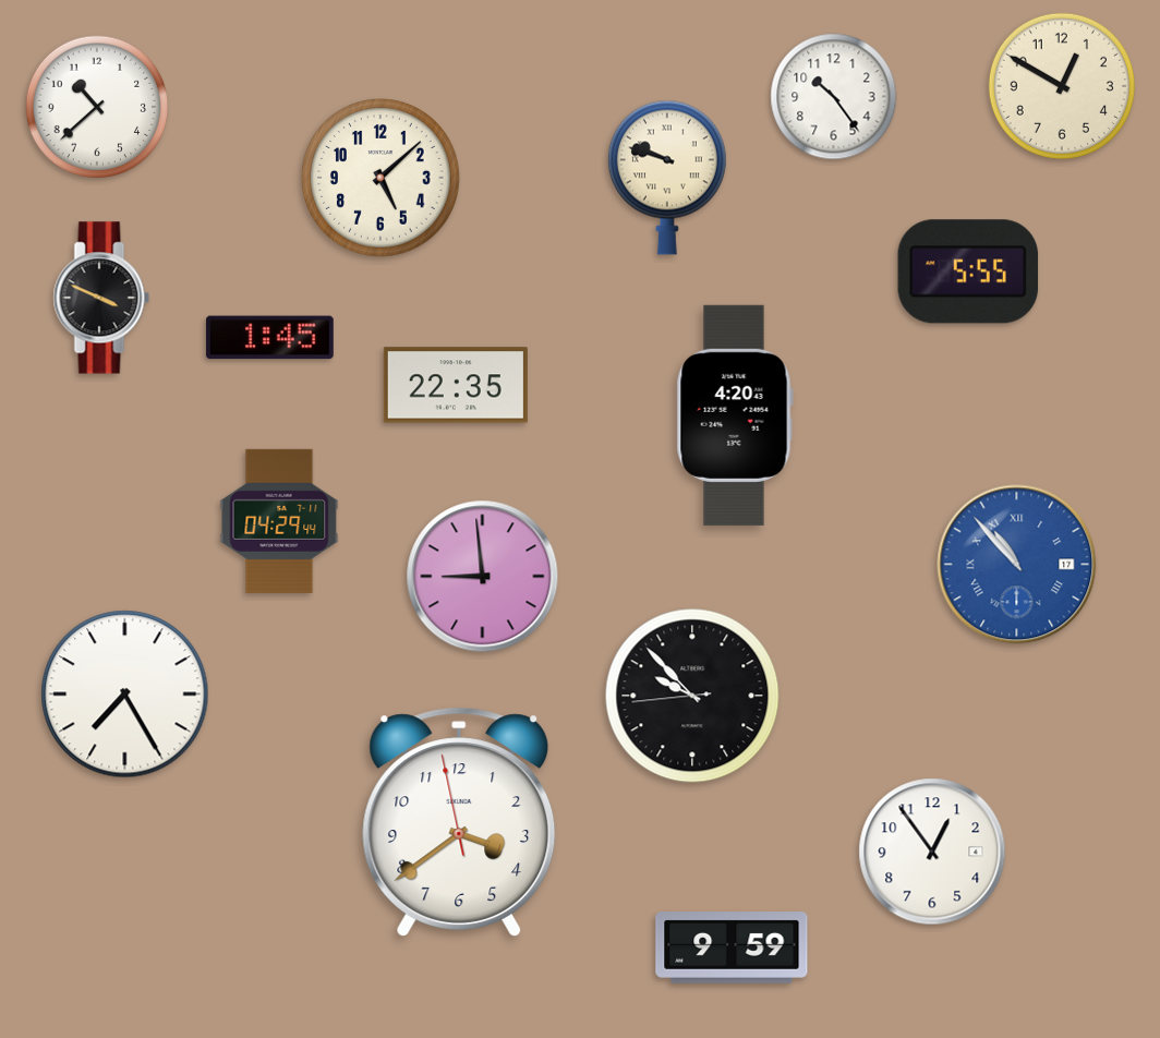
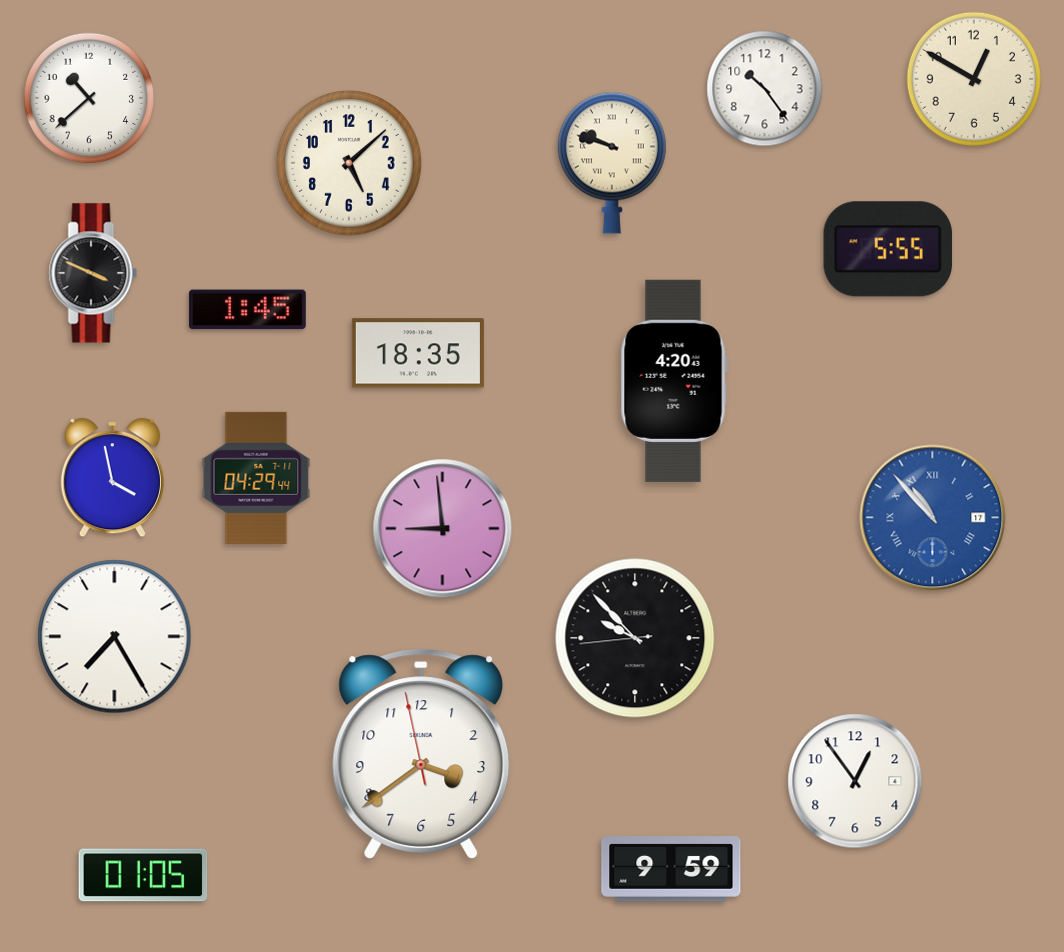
clock at (456, 385): 22:35 -> 18:35
clock at (112, 478): none -> 3:58
clock at (143, 875): none -> 01:05
